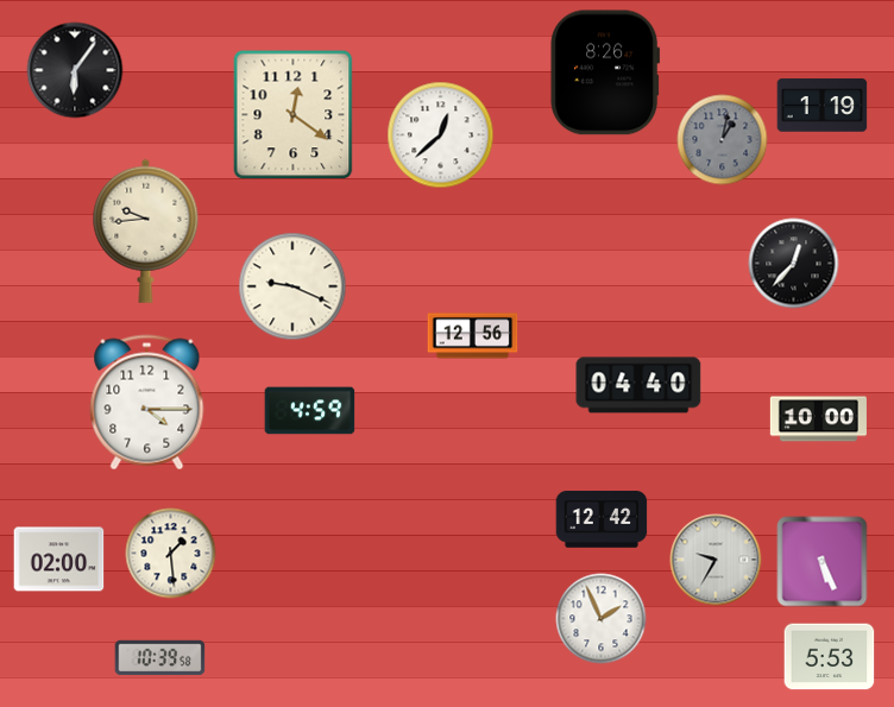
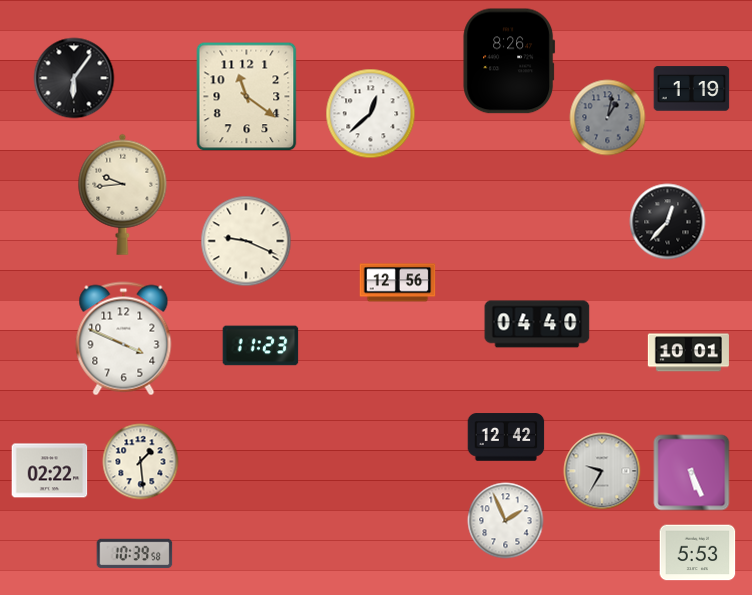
clock at (75, 70) position: (75, 70) -> (74, 78)
clock at (294, 115): 12:21 -> 11:21
clock at (147, 403): 4:15 -> 3:49
clock at (310, 411): 4:59 -> 11:23
clock at (818, 419): 10:00 -> 10:01
clock at (171, 554) position: (171, 554) -> (141, 462)
clock at (59, 560): 02:00 -> 02:22
